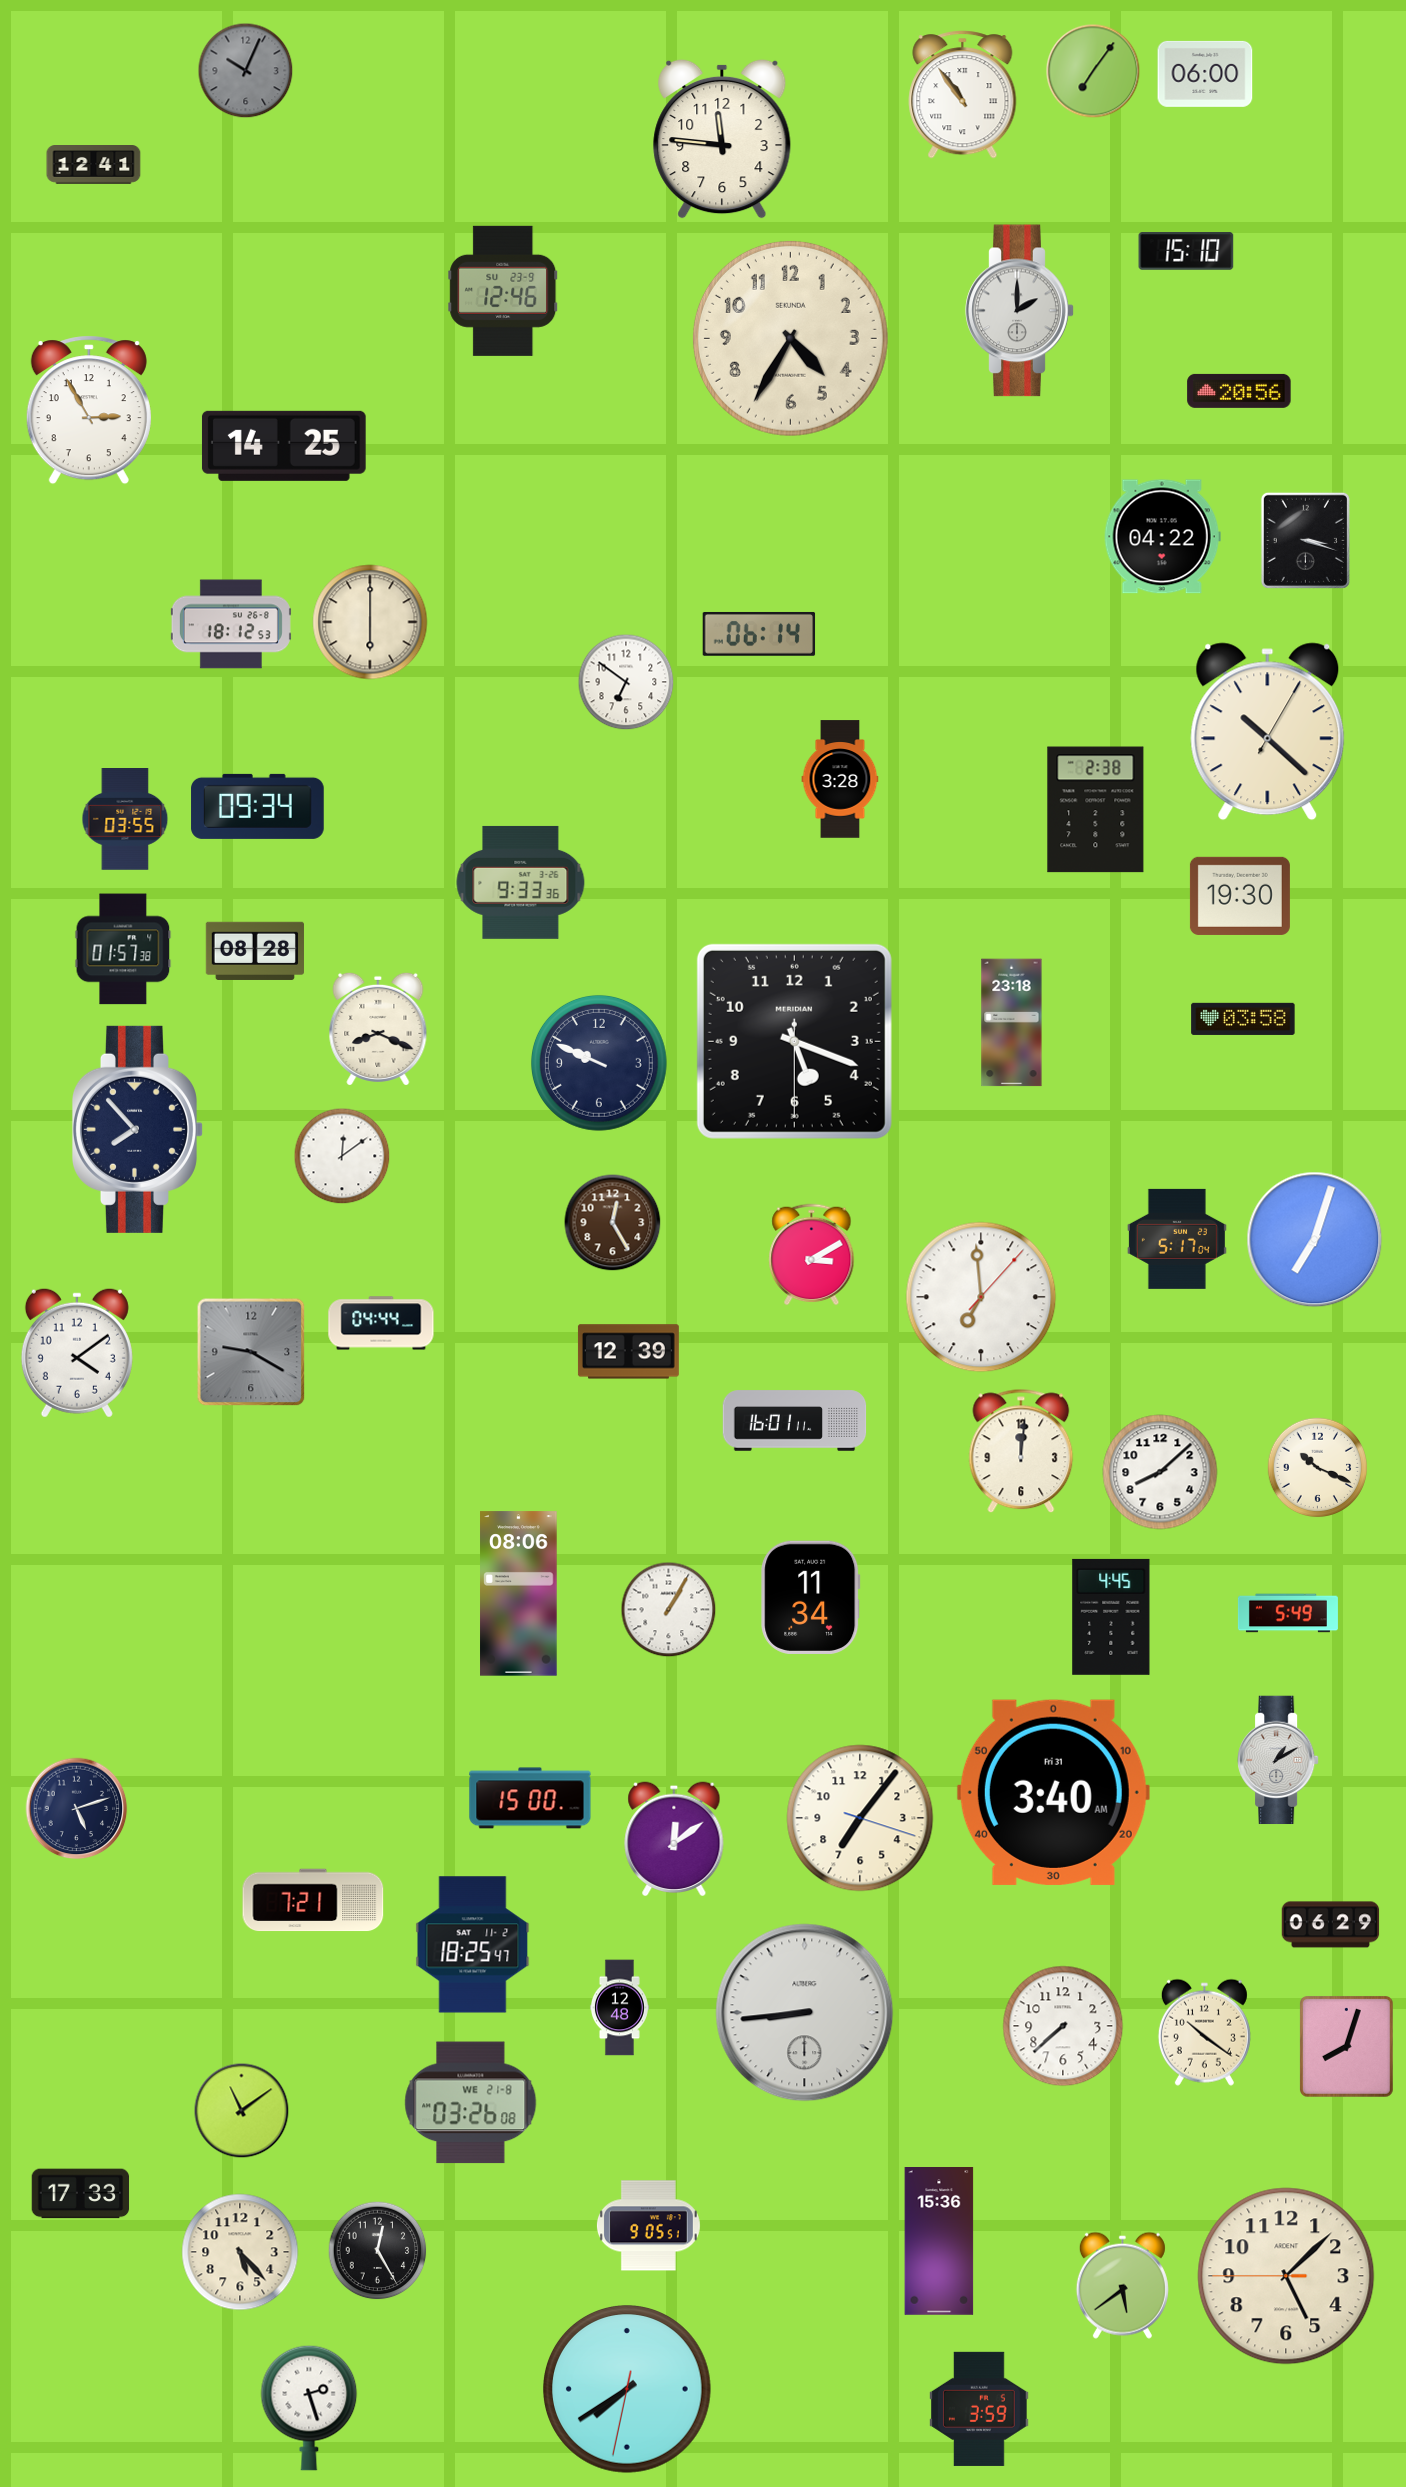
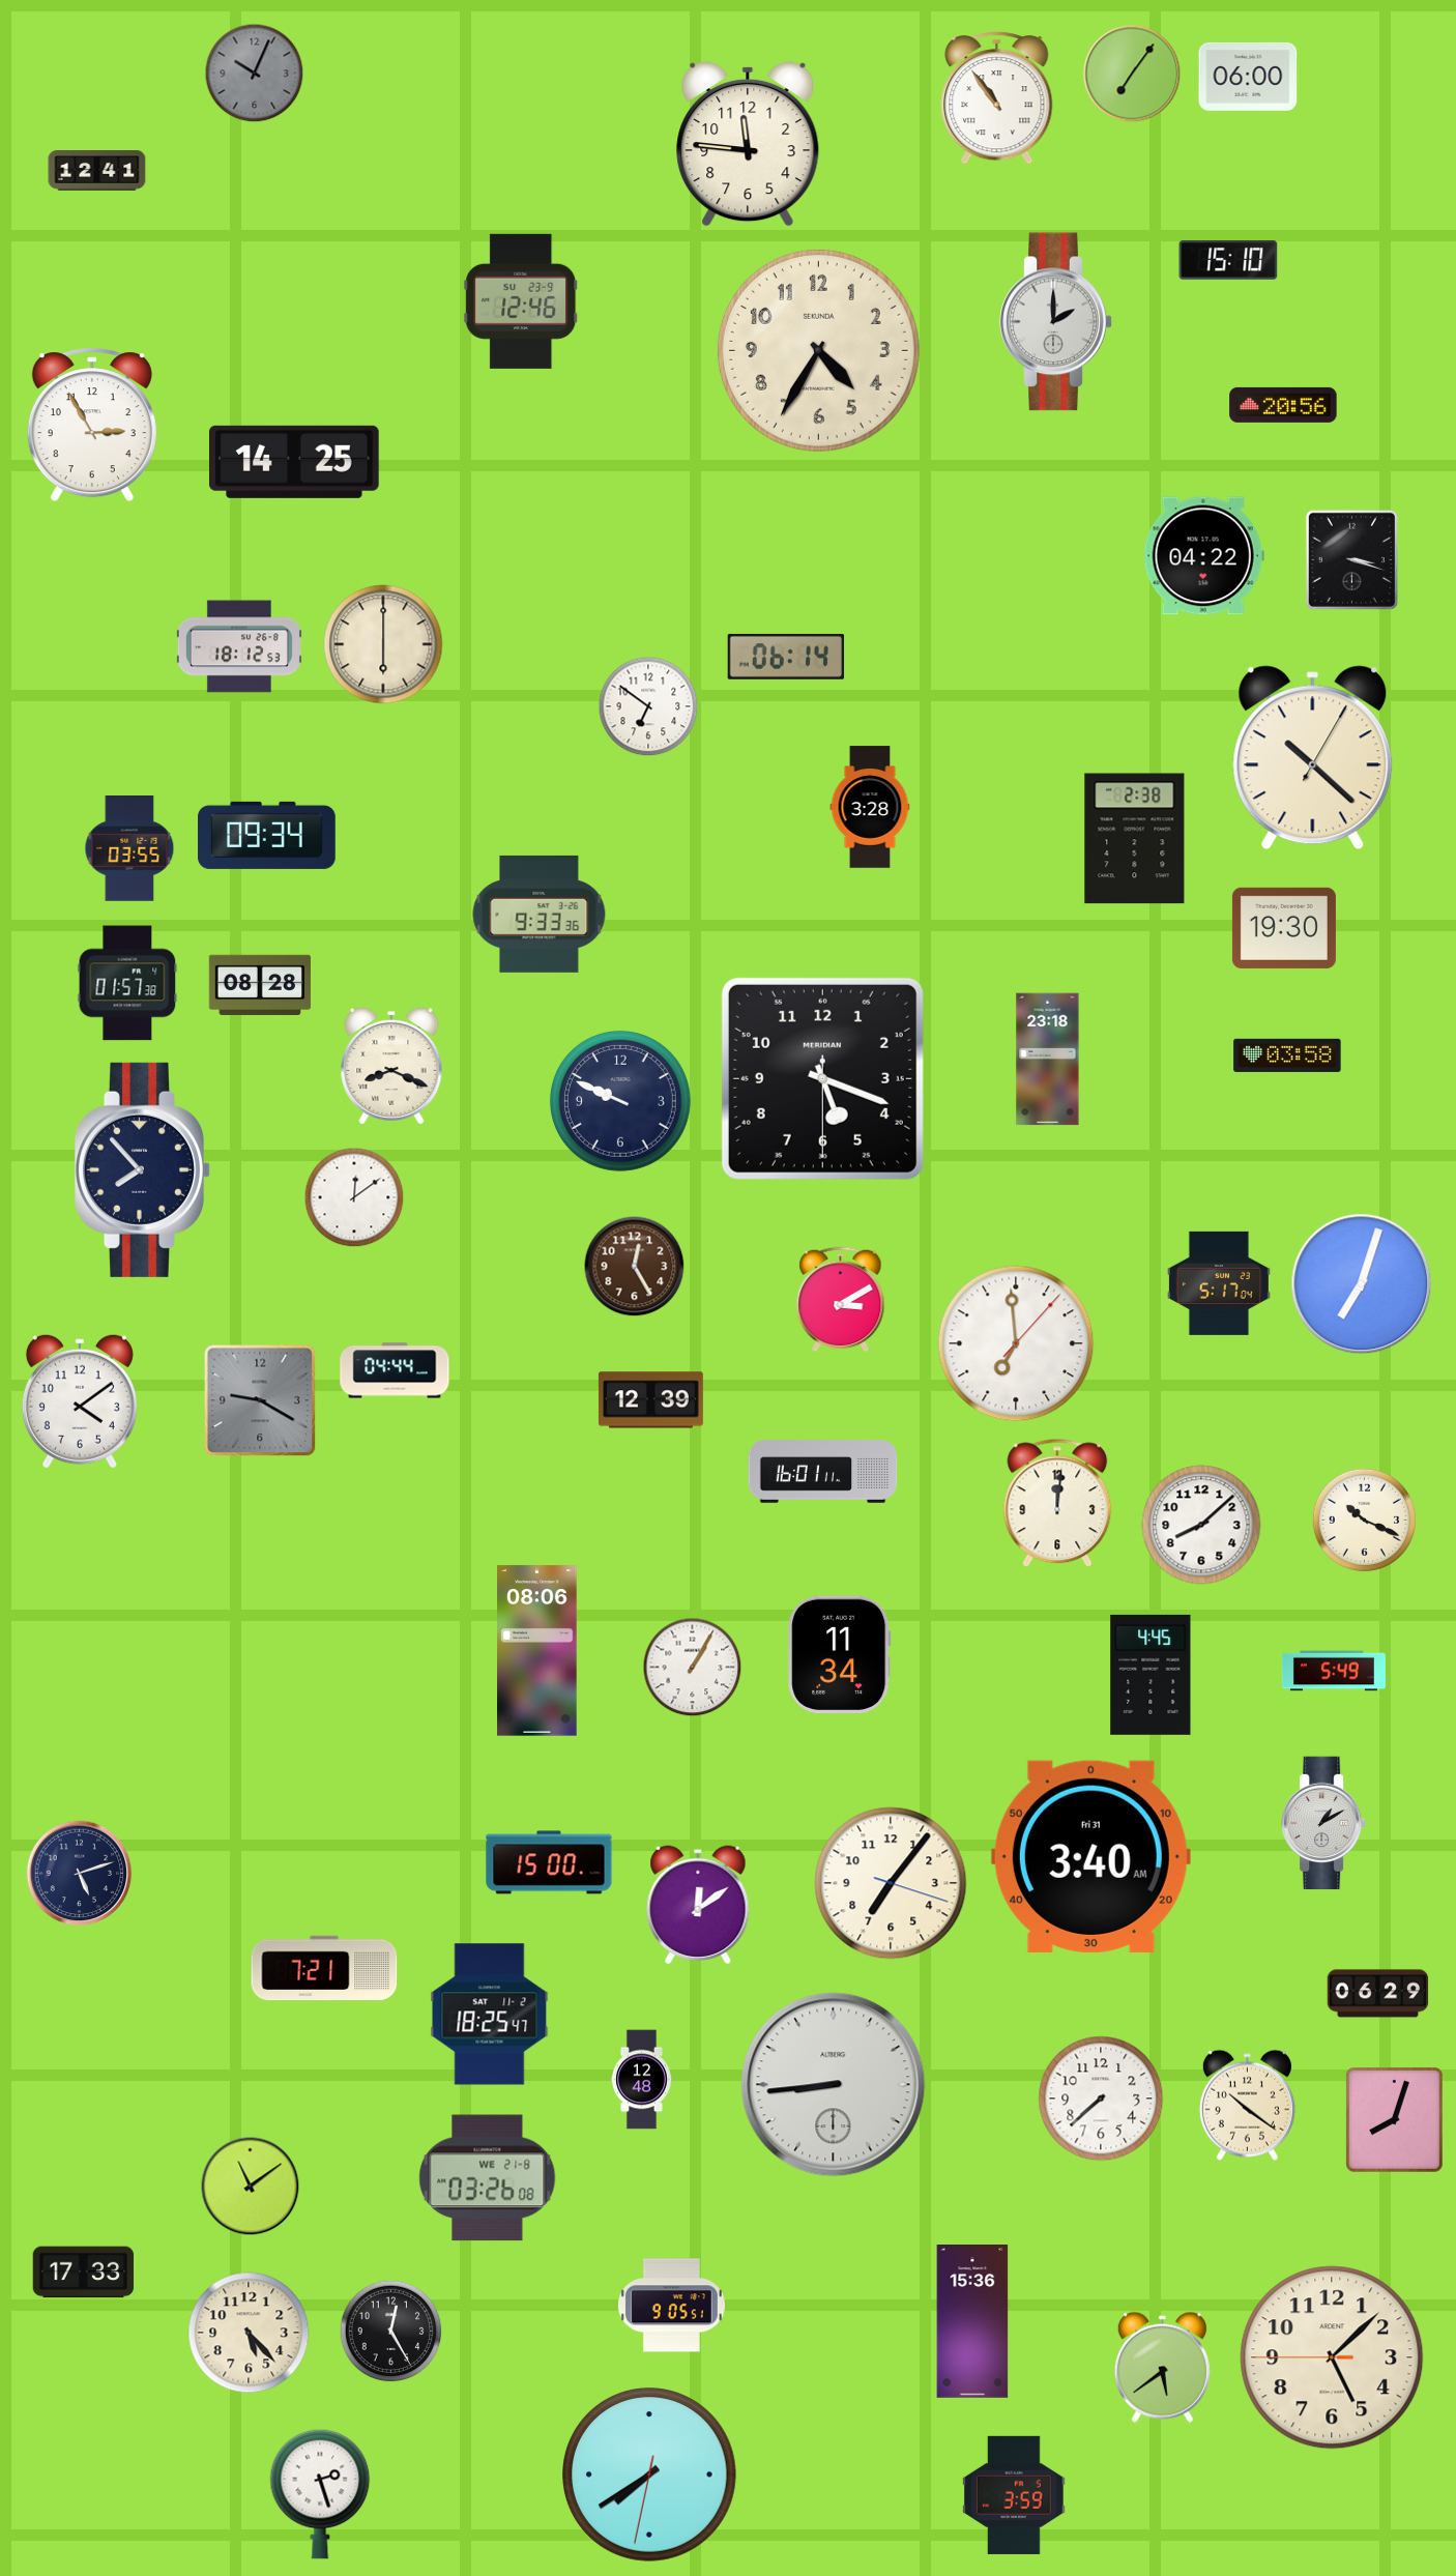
clock at (255, 951) position: (255, 951) -> (260, 985)
